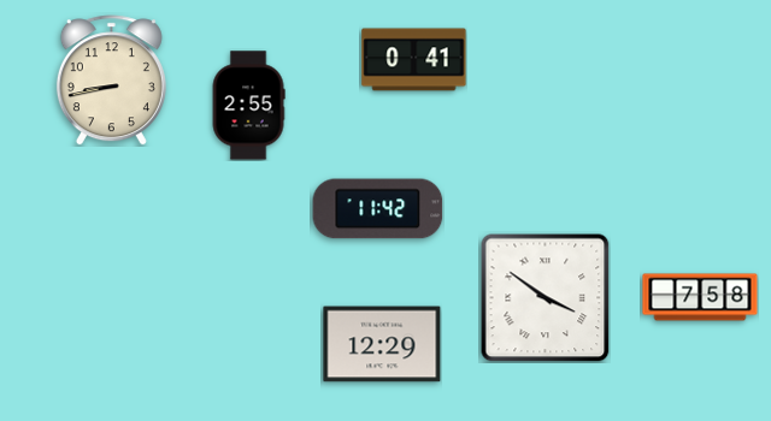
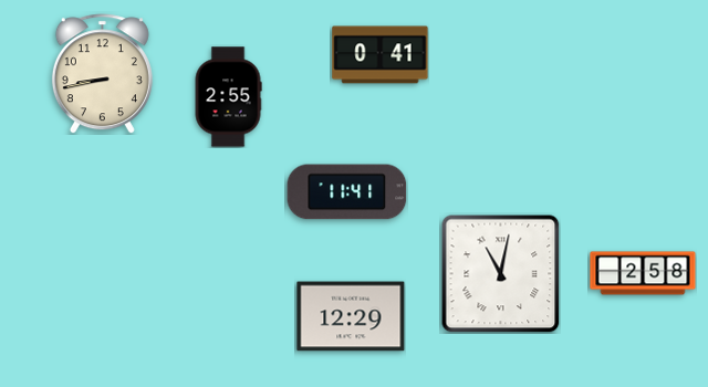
clock at (378, 209): 11:42 -> 11:41
clock at (700, 297): 7:58 -> 2:58
clock at (546, 298): 3:51 -> 11:02
